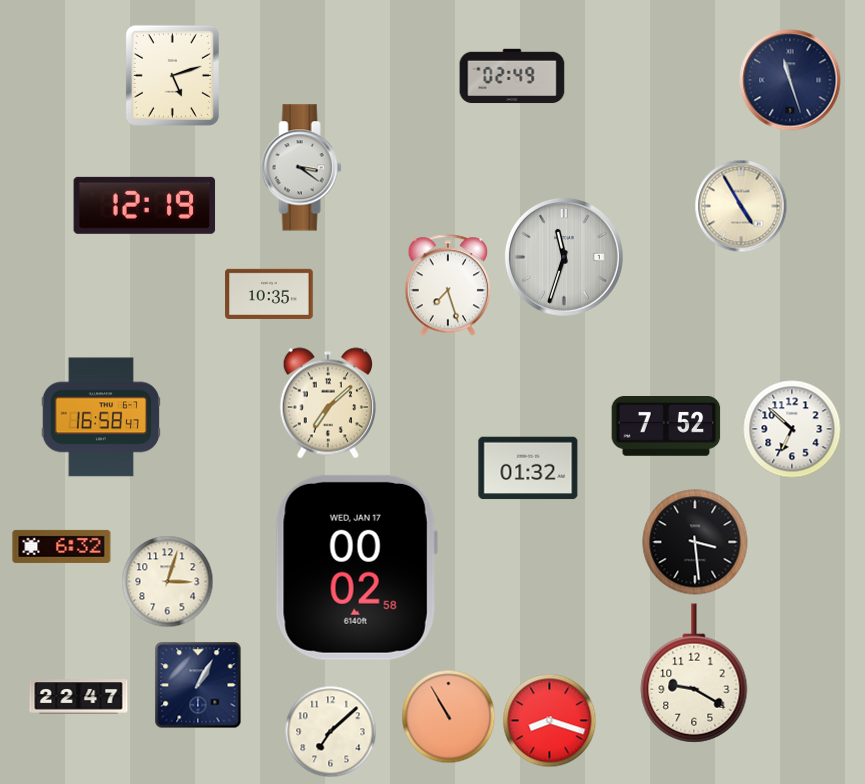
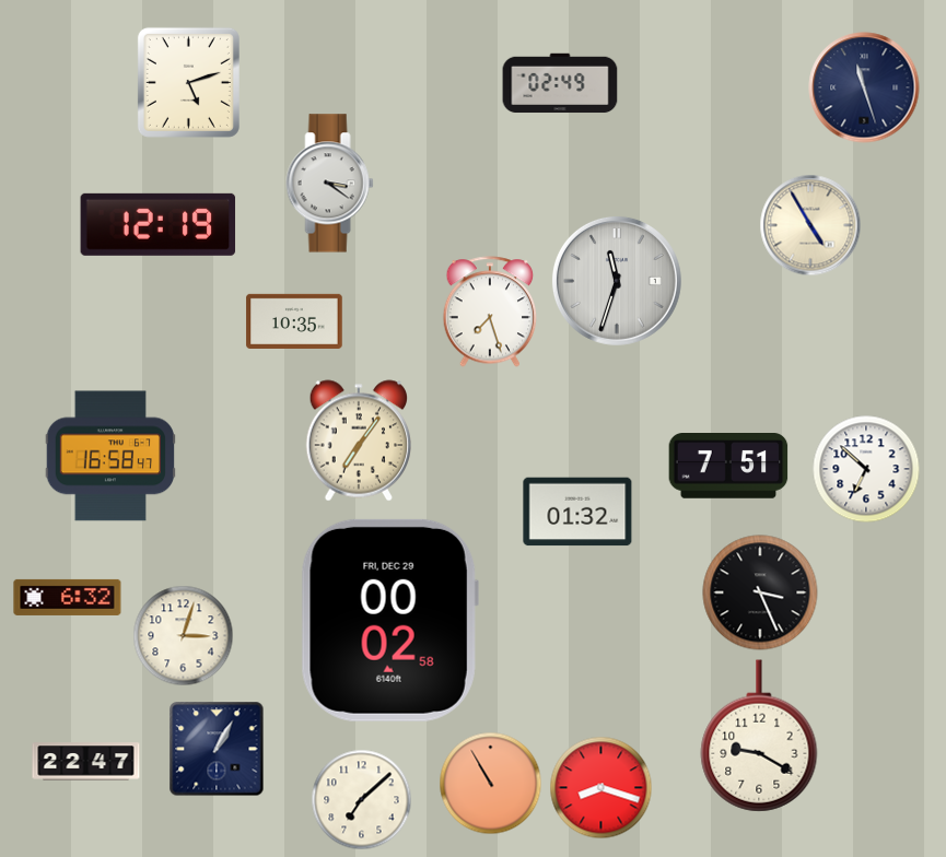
clock at (327, 403): 7:08 -> 7:06
clock at (666, 427): 7:52 -> 7:51
clock at (695, 542): 3:29 -> 3:26
clock at (356, 567) date: WED, JAN 17 -> FRI, DEC 29
